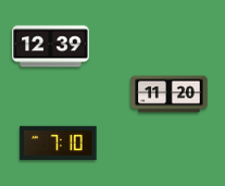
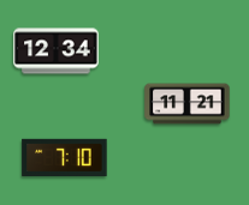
clock at (51, 47): 12:39 -> 12:34
clock at (170, 95): 11:20 -> 11:21
